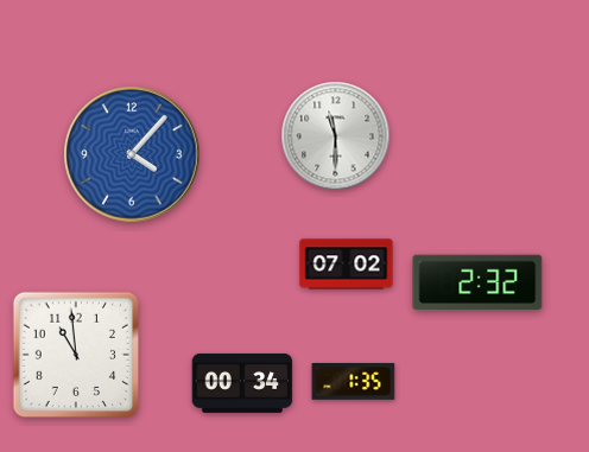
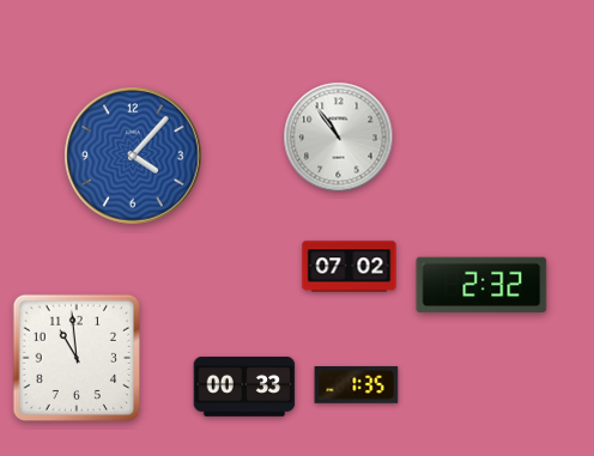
clock at (336, 136): 11:30 -> 10:54
clock at (242, 383): 00:34 -> 00:33
